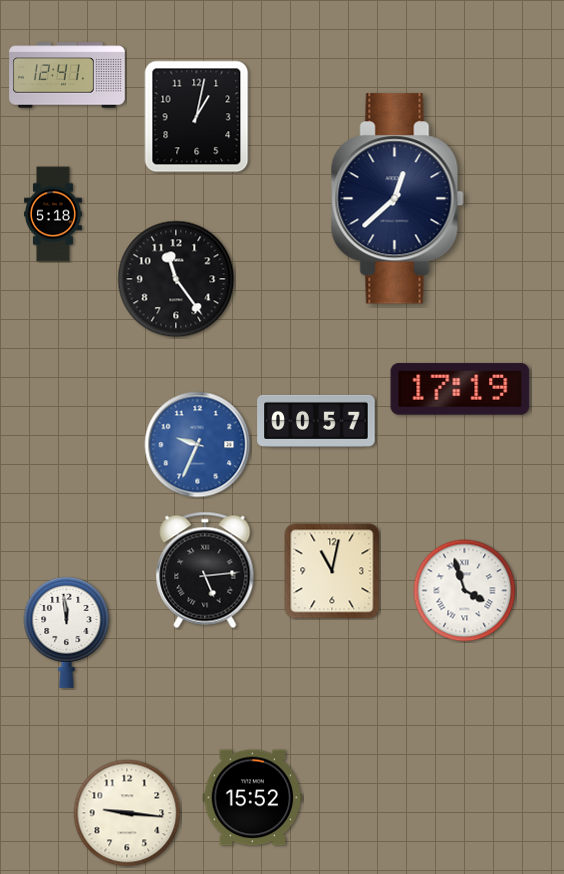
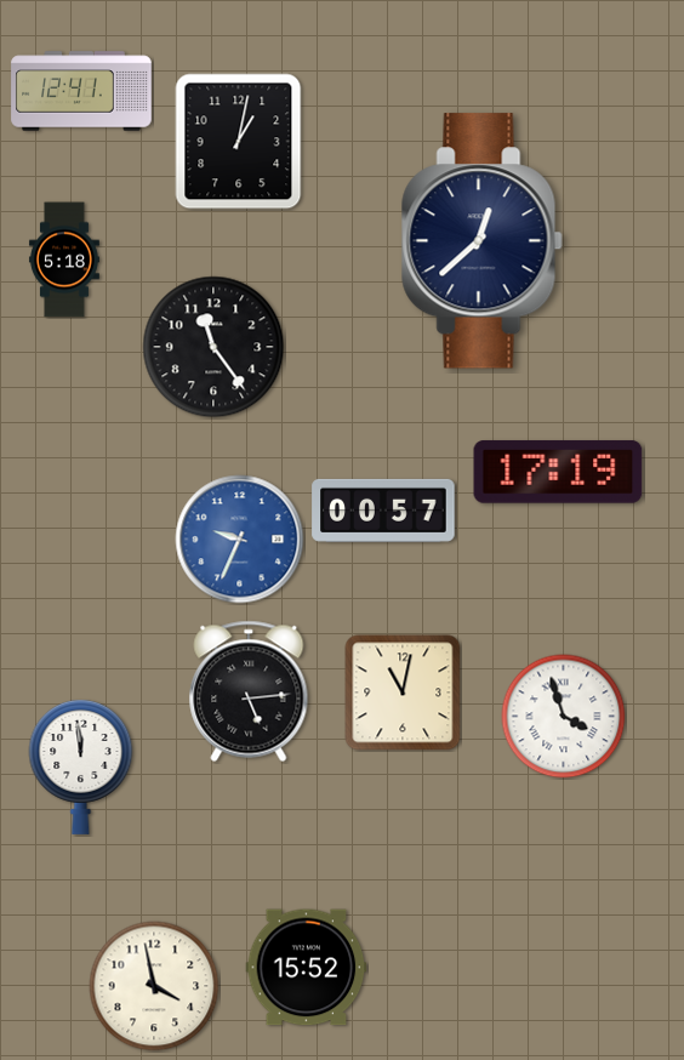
clock at (176, 279) position: (176, 279) -> (213, 347)
clock at (127, 813): 9:16 -> 3:58
